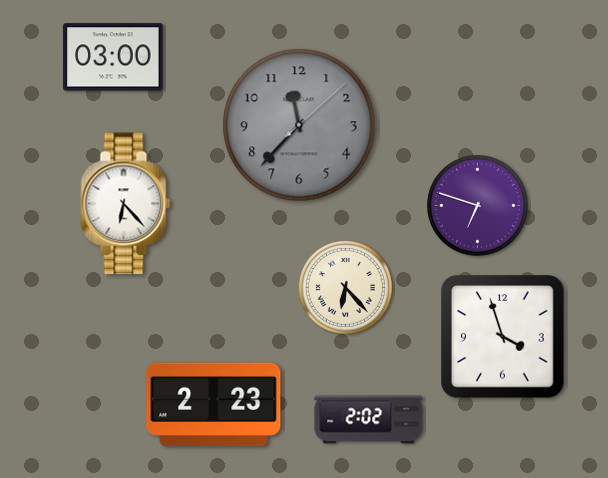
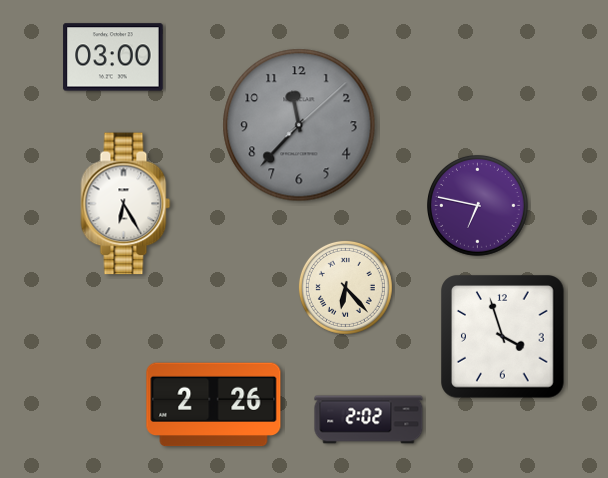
clock at (126, 204): 6:23 -> 6:25
clock at (478, 206): 6:48 -> 6:47
clock at (214, 405): 2:23 -> 2:26
